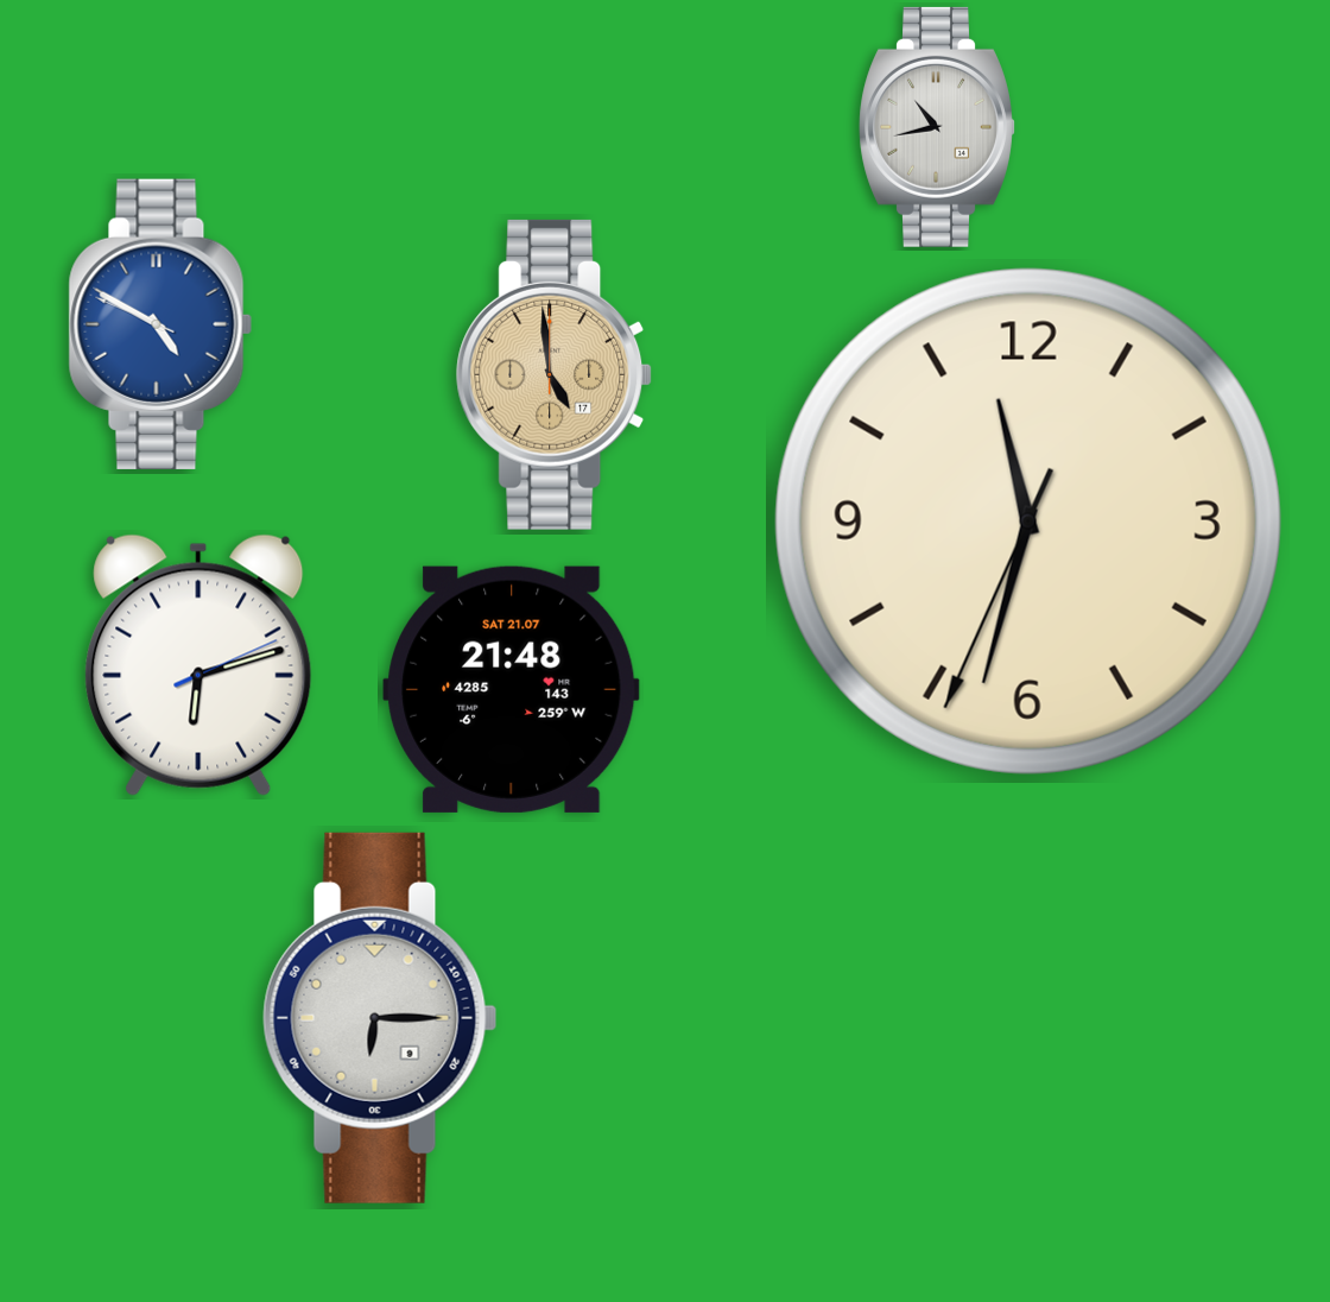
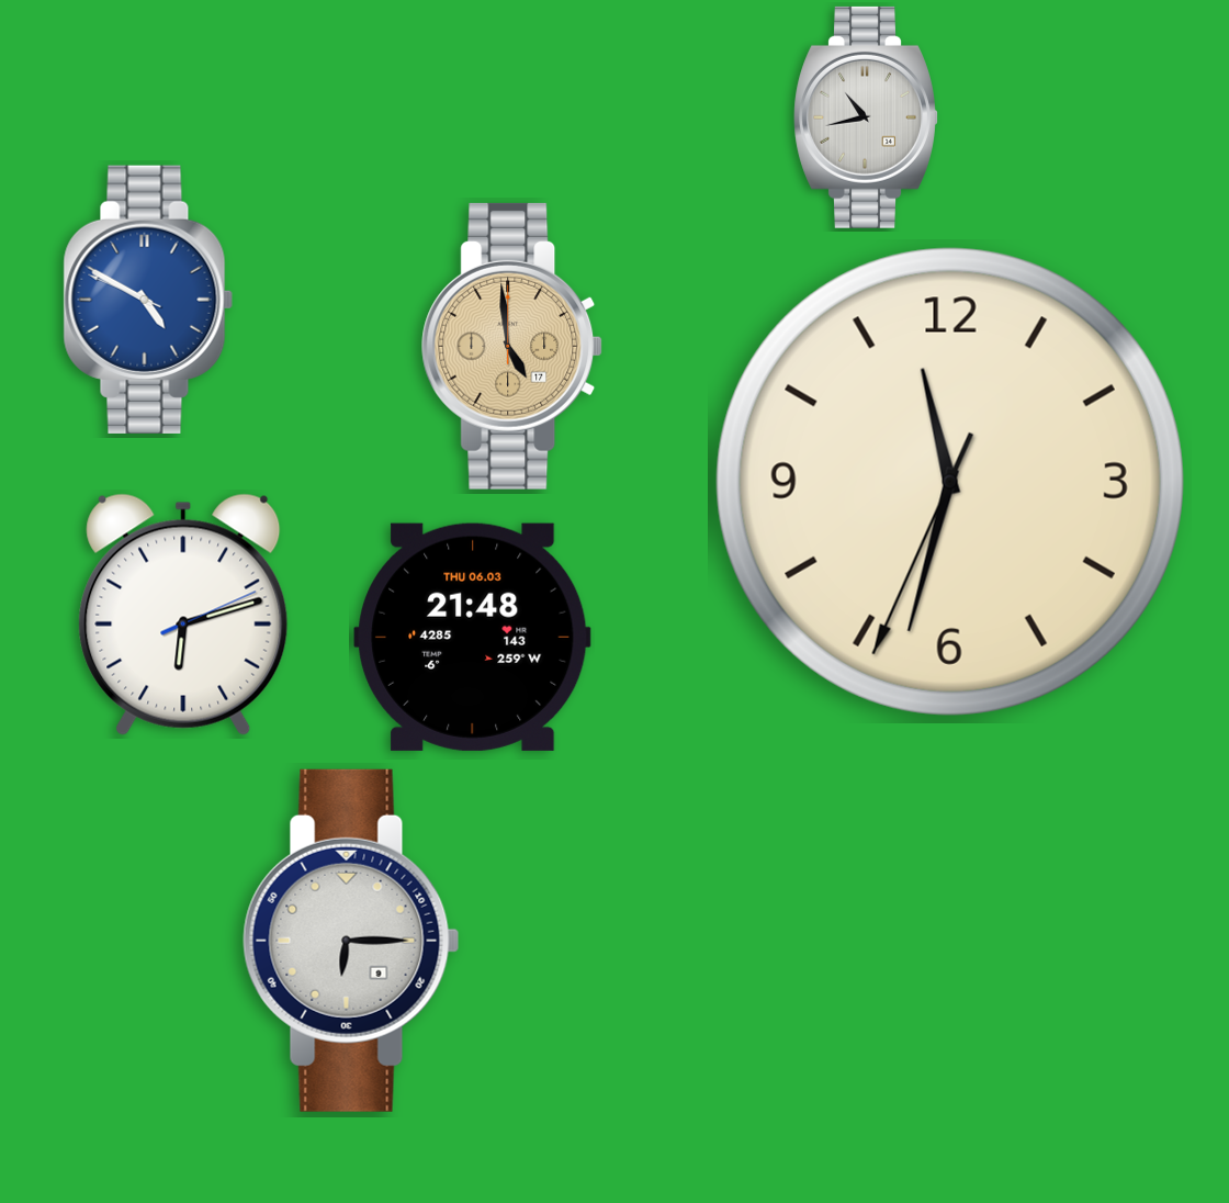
clock at (512, 689) date: SAT 21.07 -> THU 06.03
